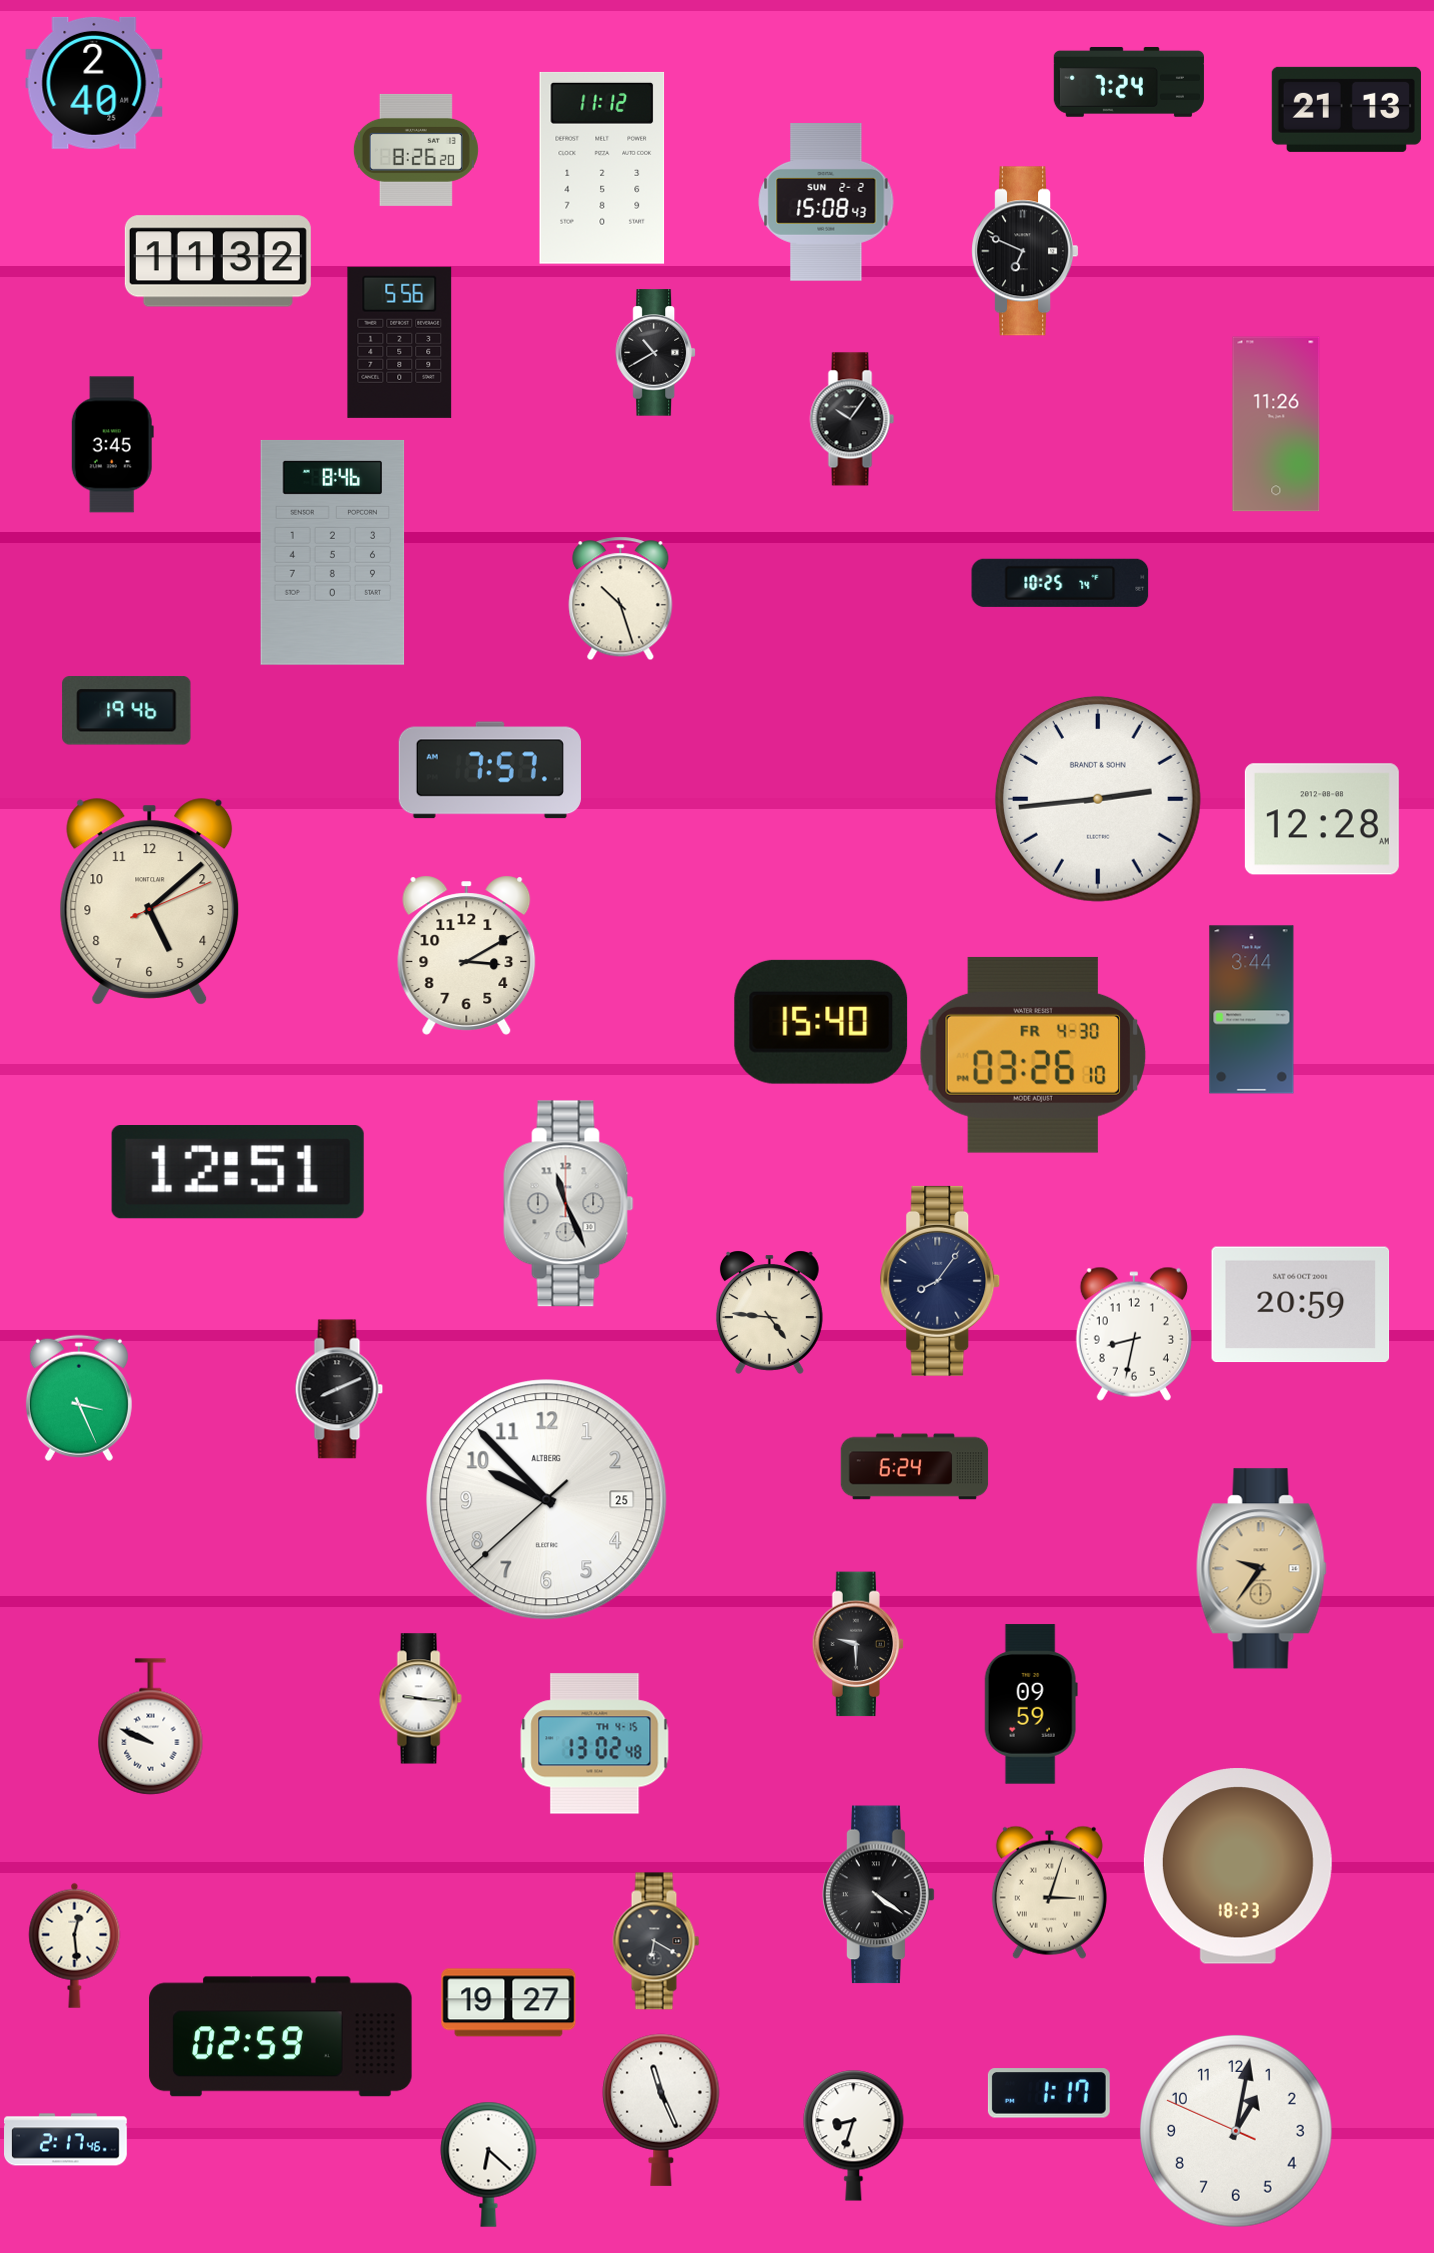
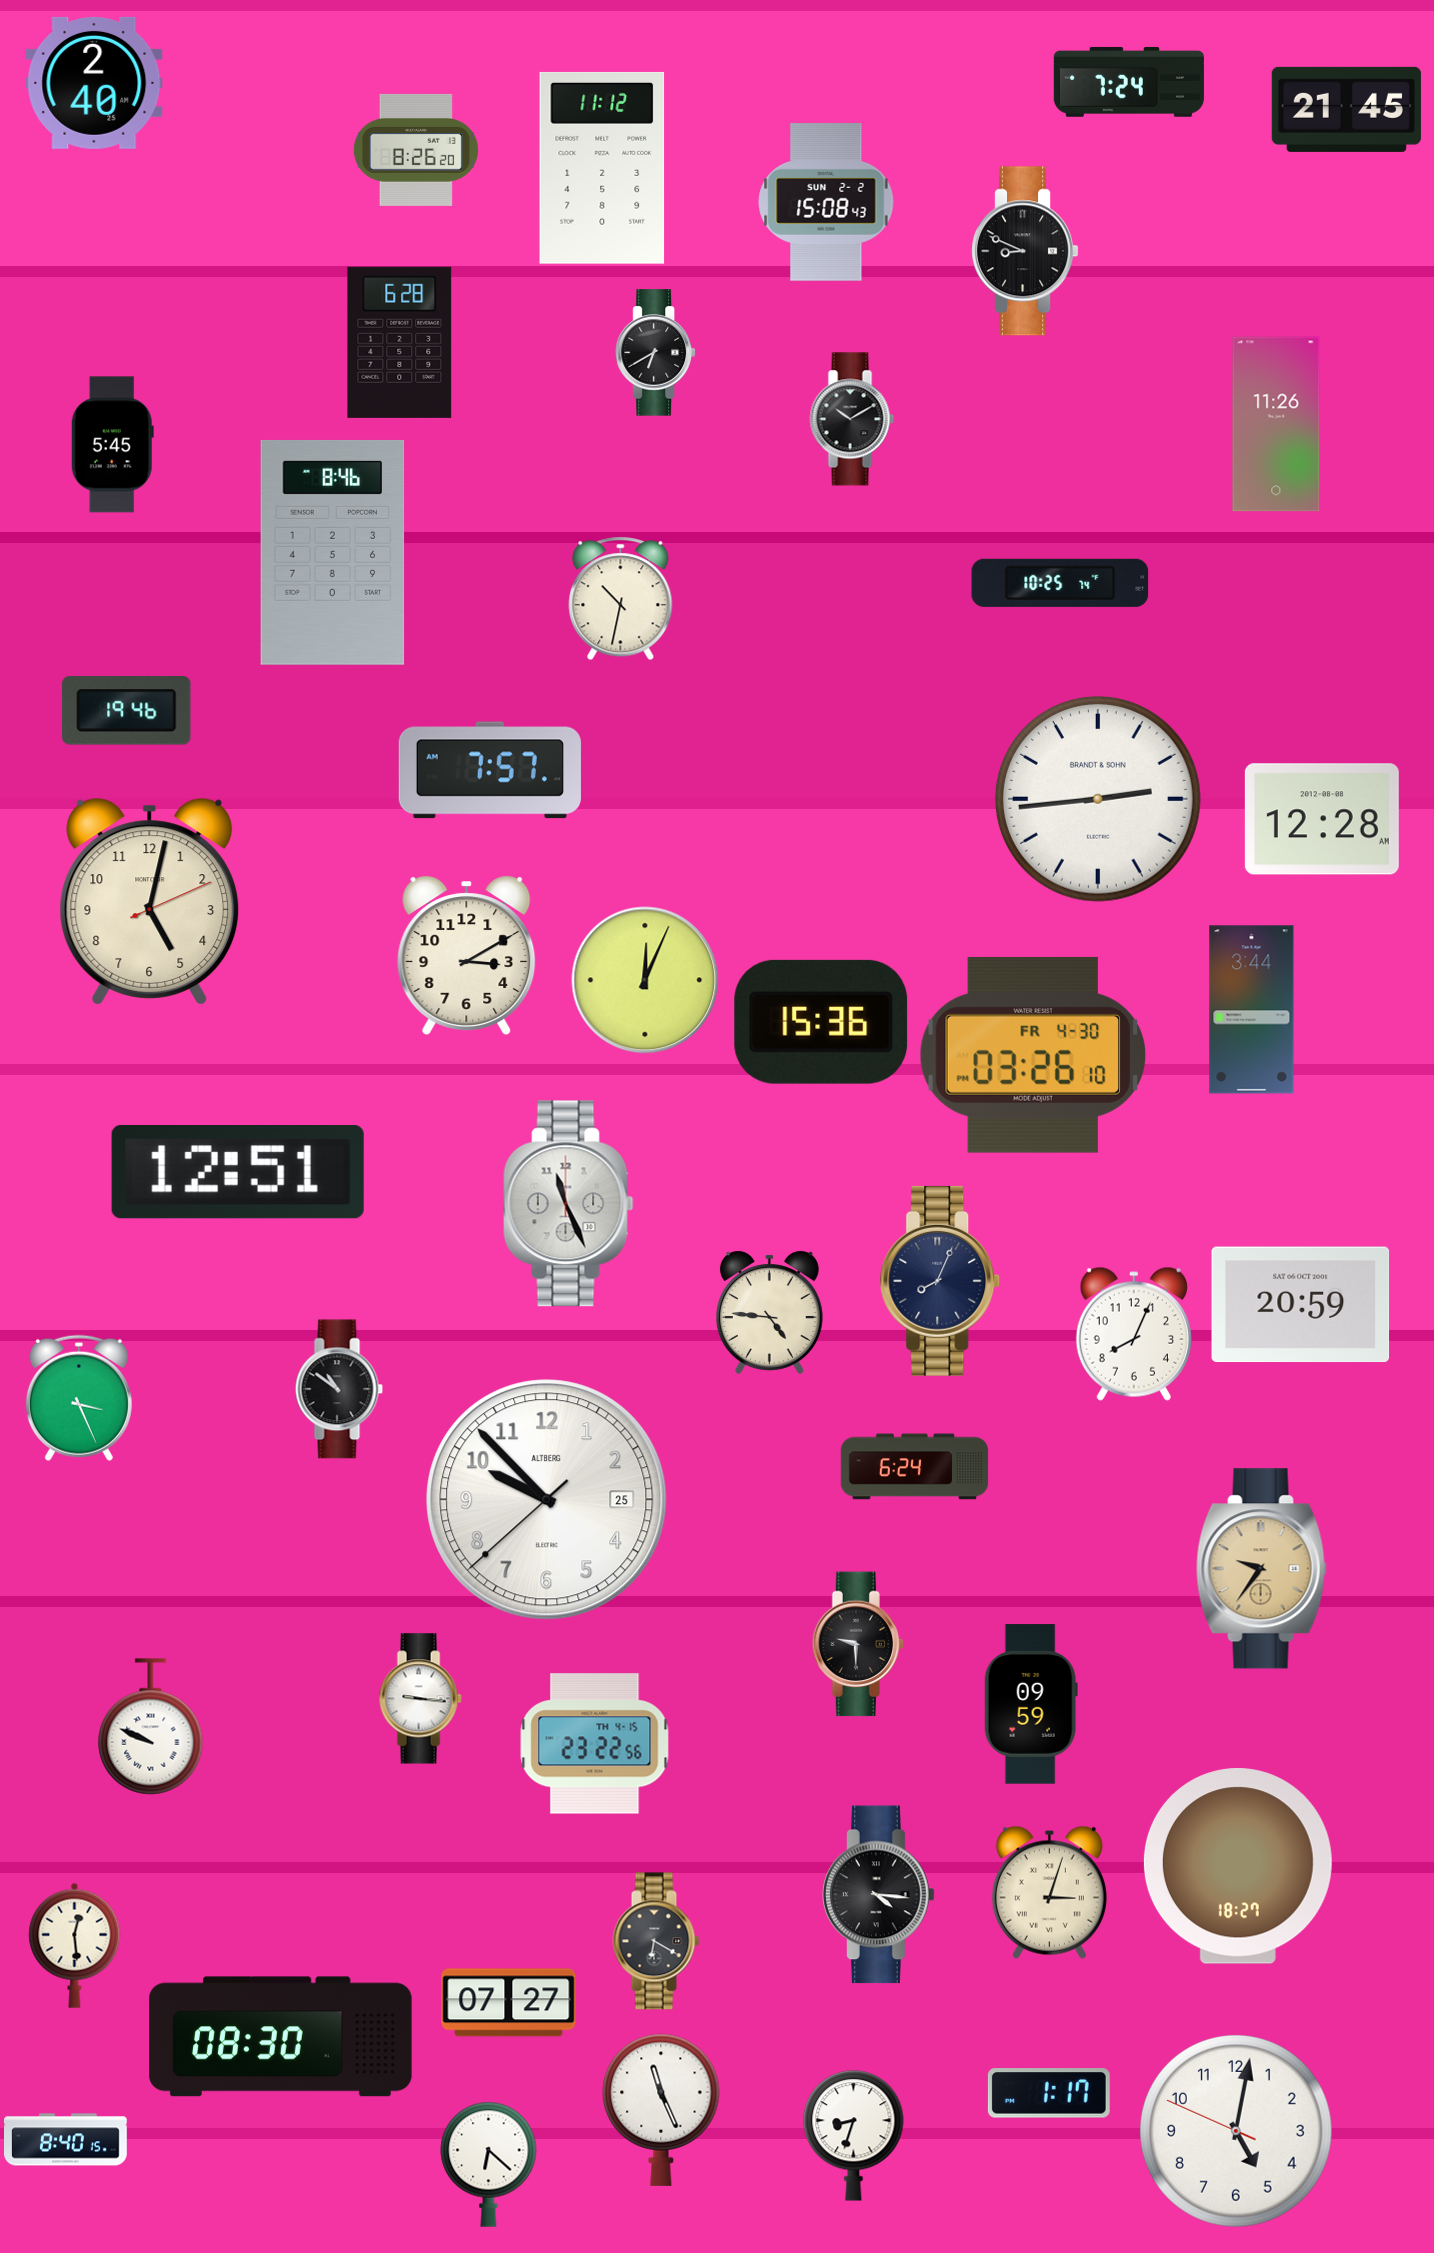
clock at (1346, 109): 21:13 -> 21:45
clock at (1025, 251): 6:49 -> 8:49
clock at (218, 261): 11:32 -> none
clock at (400, 342): 5:56 -> 6:28
clock at (655, 353): 10:40 -> 6:40
clock at (852, 419): 10:06 -> 10:10
clock at (112, 445): 3:45 -> 5:45
clock at (621, 599): 10:27 -> 10:32
clock at (150, 902): 5:08 -> 5:02
clock at (645, 980): none -> 12:04
clock at (821, 1022): 15:40 -> 15:36
clock at (940, 1281): 8:06 -> 8:04
clock at (1134, 1334): 8:32 -> 8:04
clock at (339, 1389): 8:11 -> 10:51
clock at (595, 1744): 13:02 -> 23:22
clock at (1238, 1866): 18:23 -> 18:27
clock at (879, 1895): 4:21 -> 4:16
clock at (509, 2003): 19:27 -> 07:27
clock at (281, 2037): 02:59 -> 08:30
clock at (1236, 2132): 1:01 -> 5:01
clock at (66, 2140): 2:17 -> 8:40
